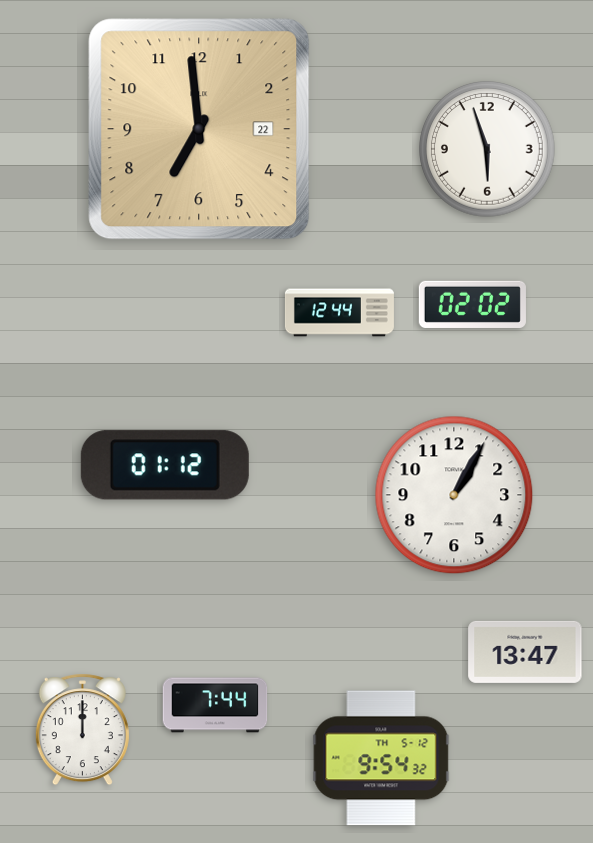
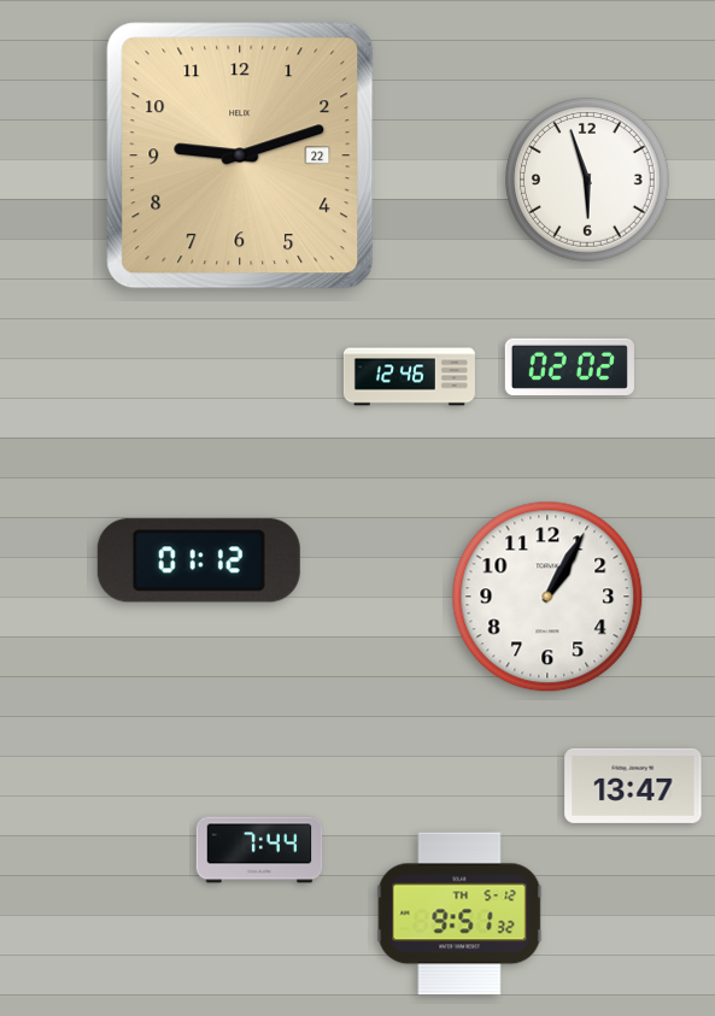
clock at (199, 129): 6:59 -> 9:12
clock at (339, 313): 12:44 -> 12:46
clock at (82, 730): 12:00 -> none
clock at (381, 758): 9:54 -> 9:51
